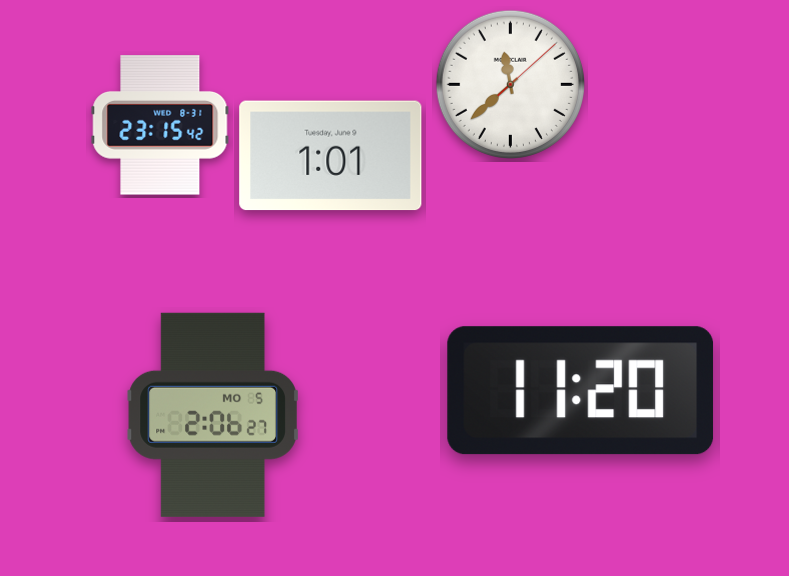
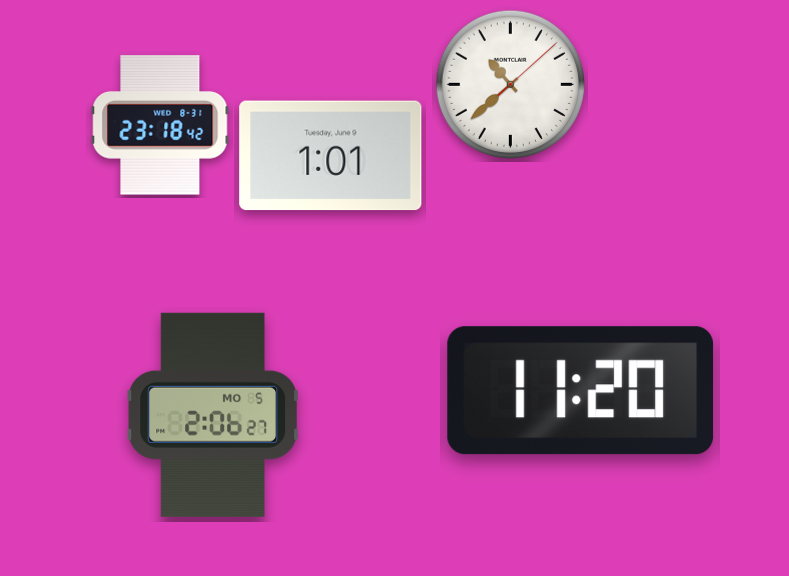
clock at (510, 84): 11:38 -> 10:38
clock at (160, 125): 23:15 -> 23:18
